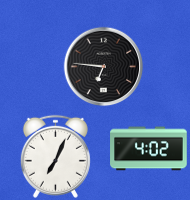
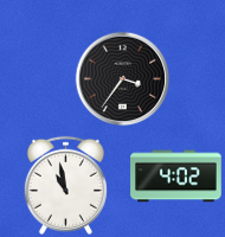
clock at (103, 66): 6:46 -> 3:36
clock at (55, 156): 7:04 -> 10:58
